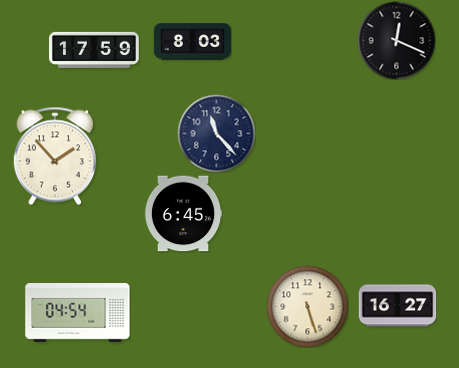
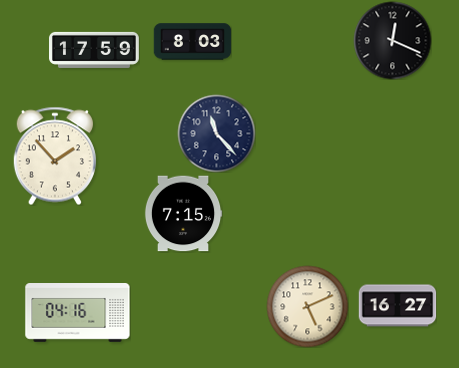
clock at (396, 40) position: (396, 40) -> (392, 40)
clock at (183, 214): 6:45 -> 7:15
clock at (307, 306): 5:27 -> 5:11
clock at (78, 313): 04:54 -> 04:16
